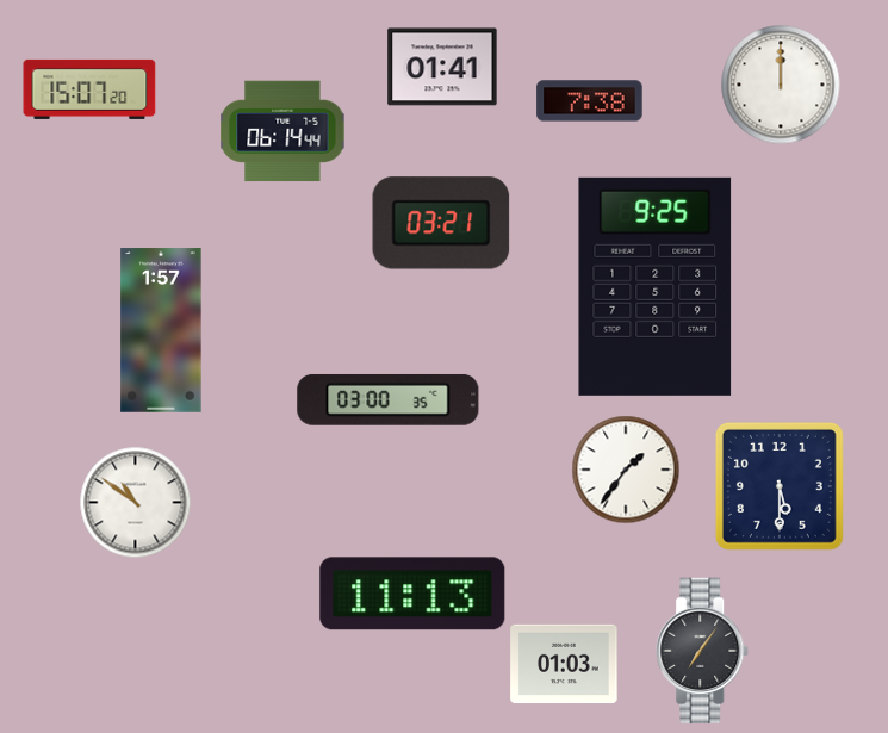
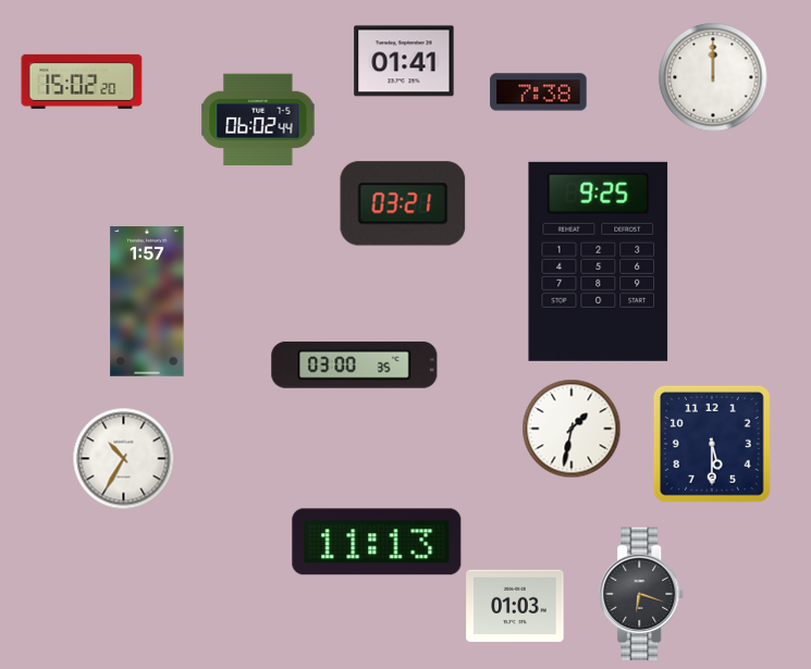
clock at (89, 89): 15:07 -> 15:02
clock at (282, 131): 06:14 -> 06:02
clock at (626, 470): 1:36 -> 1:32
clock at (135, 502): 10:51 -> 10:35
clock at (703, 651): 7:06 -> 6:18
